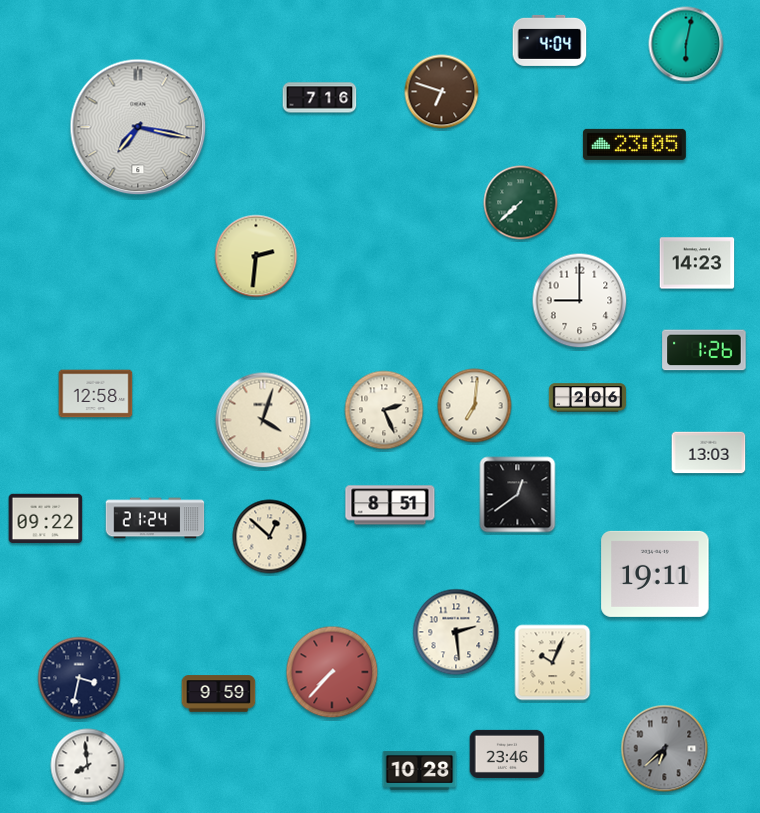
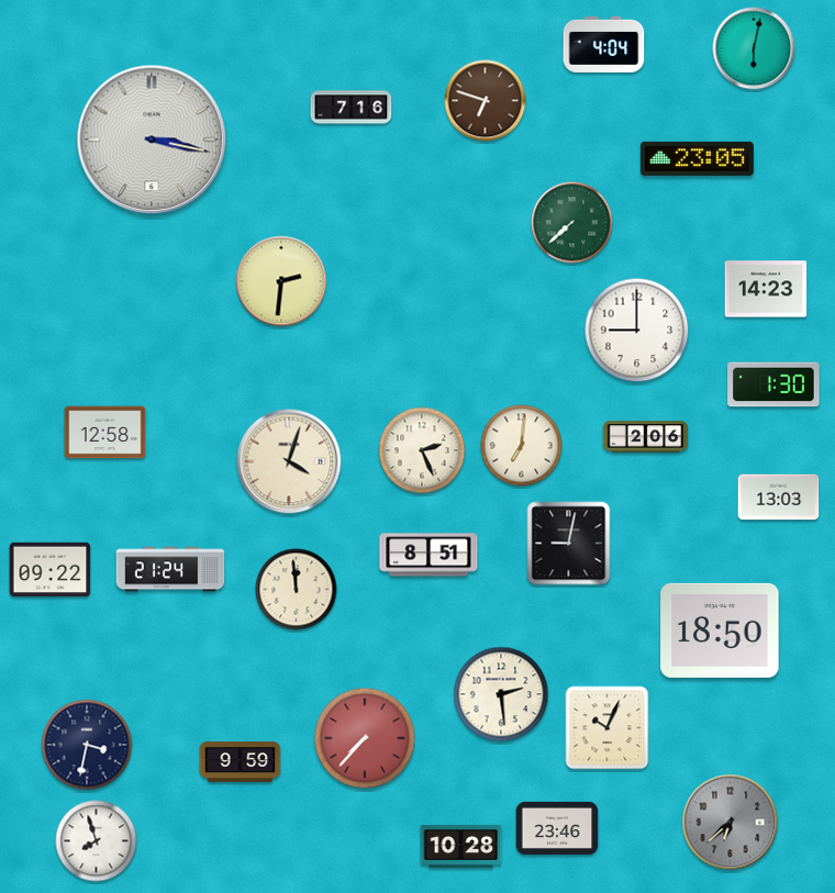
clock at (138, 127): 7:17 -> 3:17
clock at (704, 350): 1:26 -> 1:30
clock at (518, 495): 12:39 -> 9:02
clock at (270, 537): 12:52 -> 11:59
clock at (655, 574): 19:11 -> 18:50
clock at (88, 766): 7:59 -> 7:57
